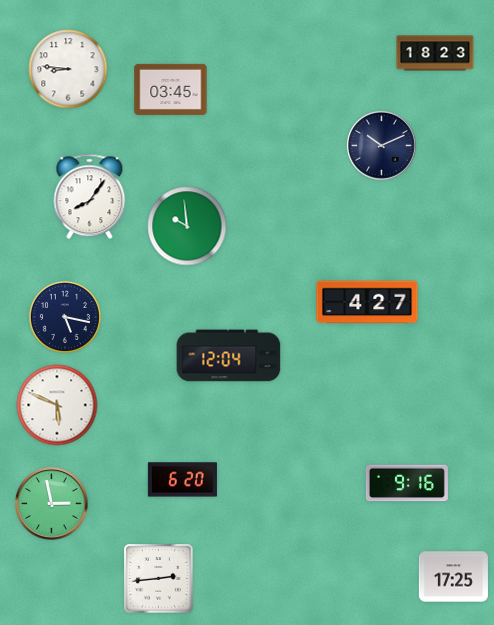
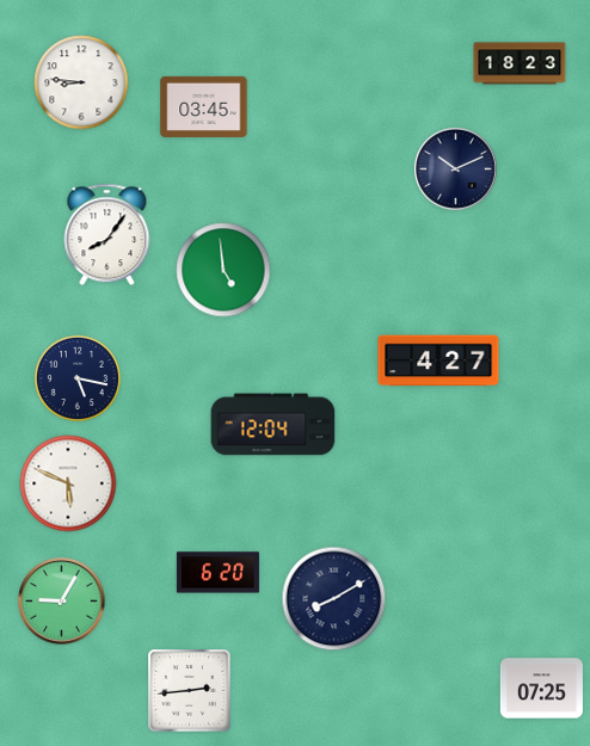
clock at (381, 145) position: (381, 145) -> (455, 168)
clock at (187, 226): 9:59 -> 4:59
clock at (407, 483): 9:16 -> none
clock at (334, 599): none -> 8:10
clock at (52, 504): 2:58 -> 9:05
clock at (453, 577): 17:25 -> 07:25
